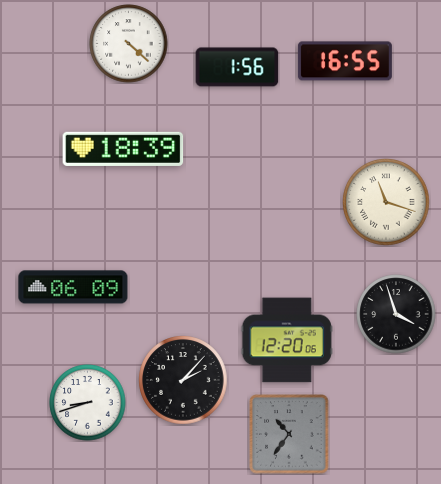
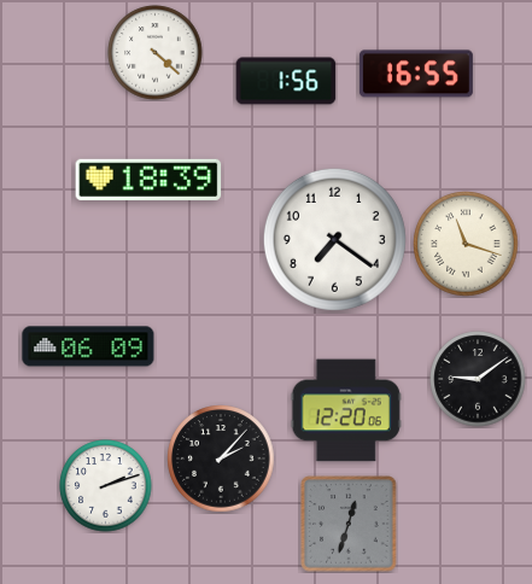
clock at (334, 239): none -> 7:21
clock at (396, 314): 3:57 -> 9:09
clock at (88, 403): 8:42 -> 2:12
clock at (289, 434): 10:36 -> 12:33
